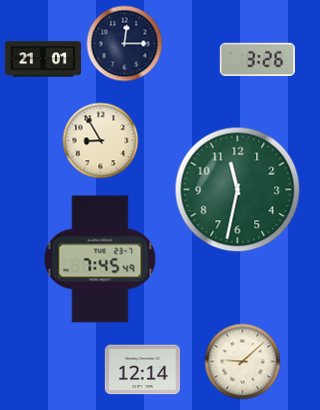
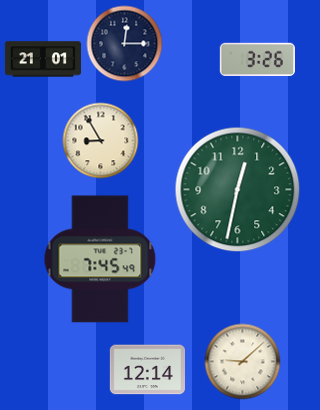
clock at (238, 190): 11:32 -> 12:32
clock at (142, 370) position: (142, 370) -> (147, 370)
